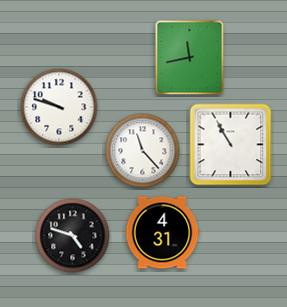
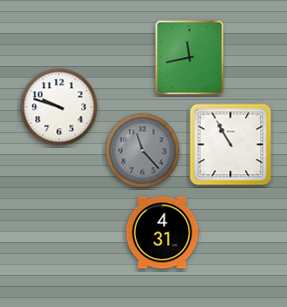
clock at (143, 151) dial: white -> grey
clock at (73, 236): 4:48 -> none
